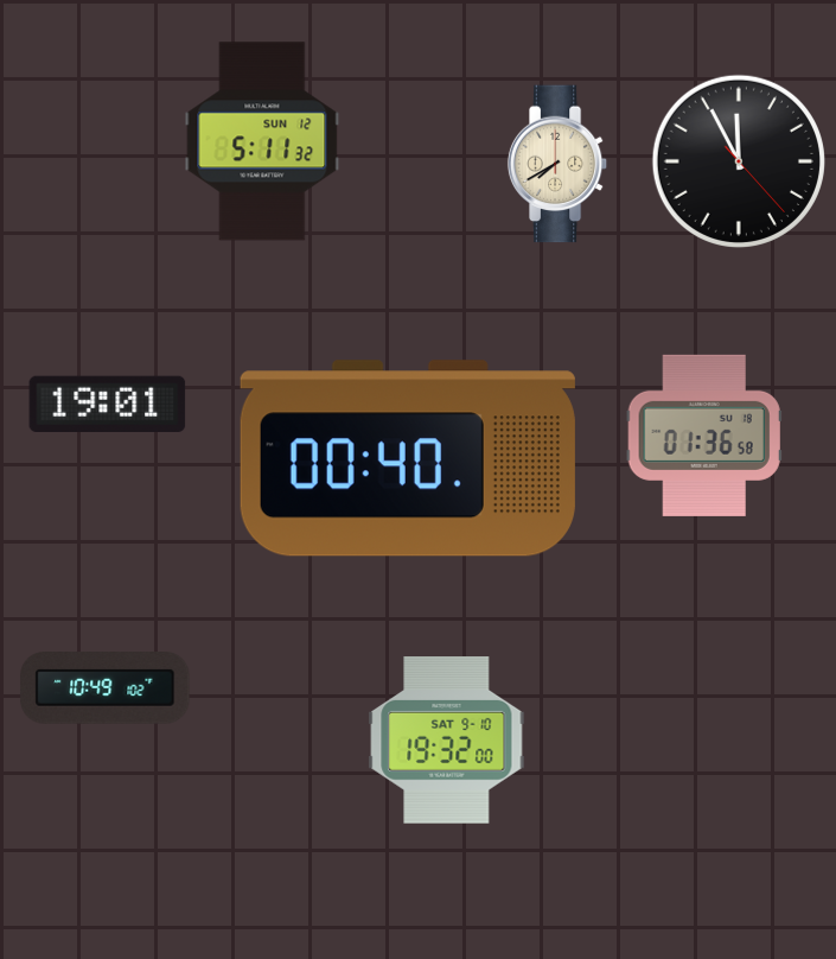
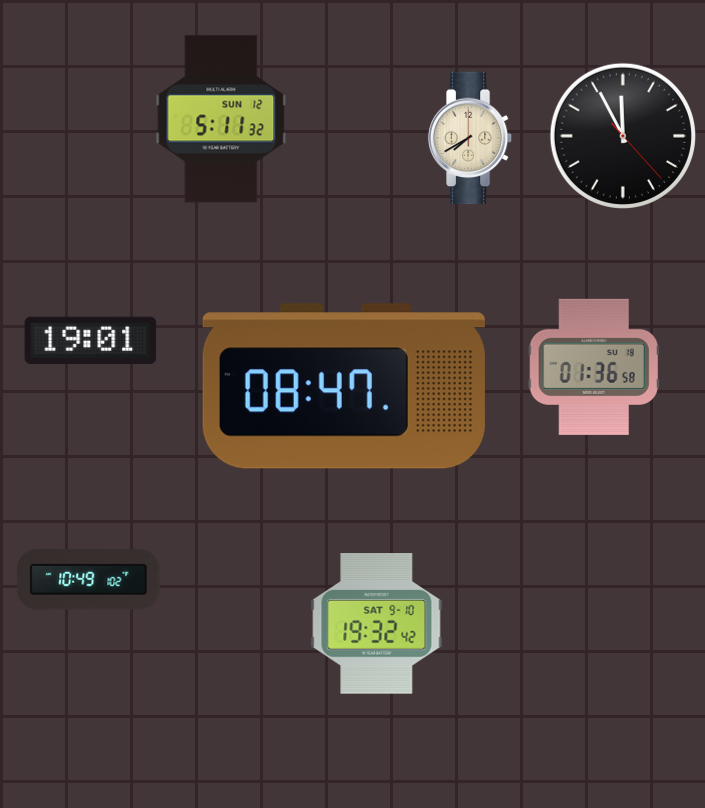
clock at (408, 458): 00:40 -> 08:47
clock at (447, 741): 19:32:00 -> 19:32:42
